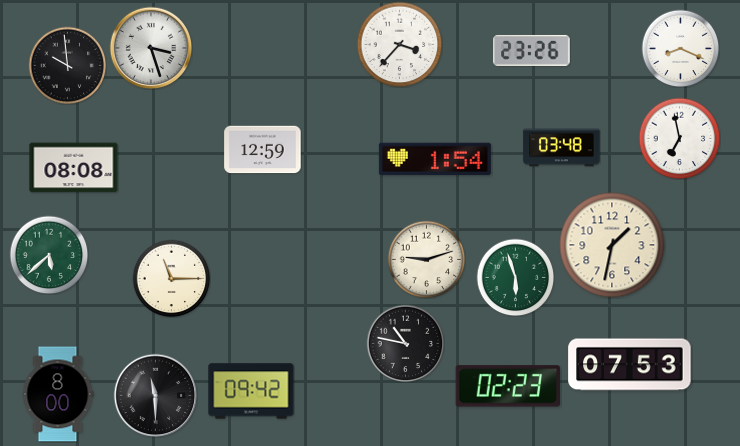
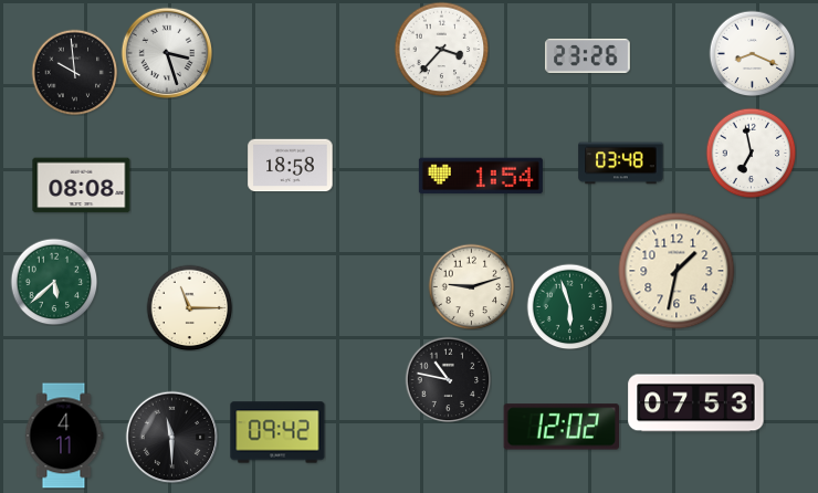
clock at (263, 150): 12:59 -> 18:58
clock at (507, 386): 02:23 -> 12:02
clock at (58, 394): 8:00 -> 4:11
